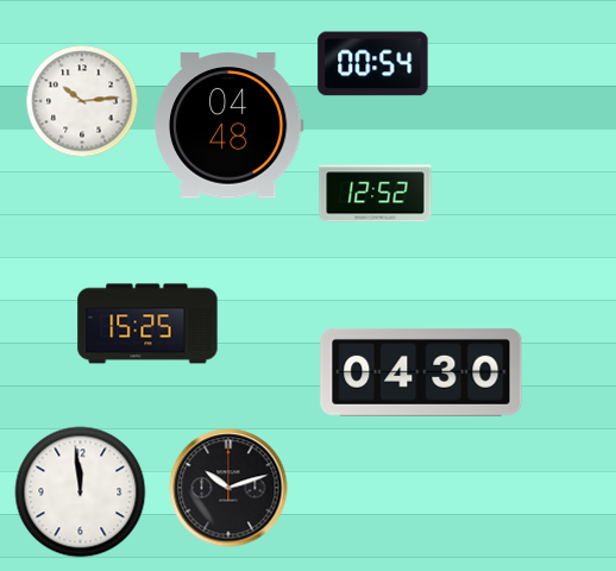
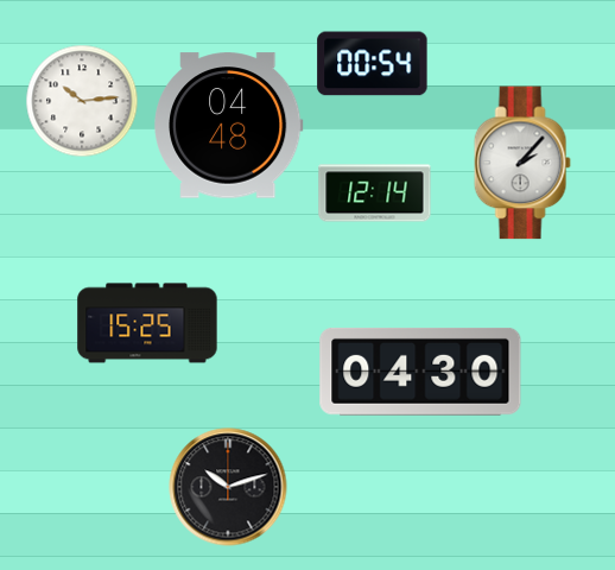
clock at (522, 163): none -> 2:07
clock at (376, 194): 12:52 -> 12:14
clock at (81, 492): 11:59 -> none
